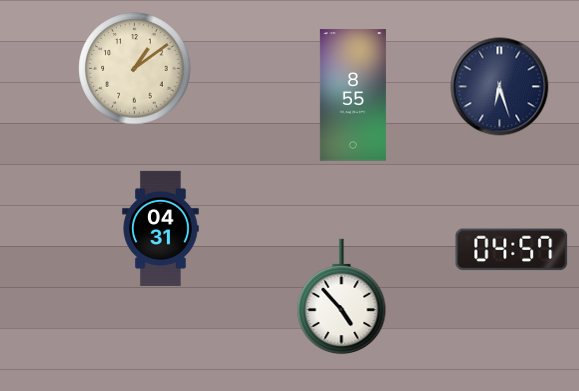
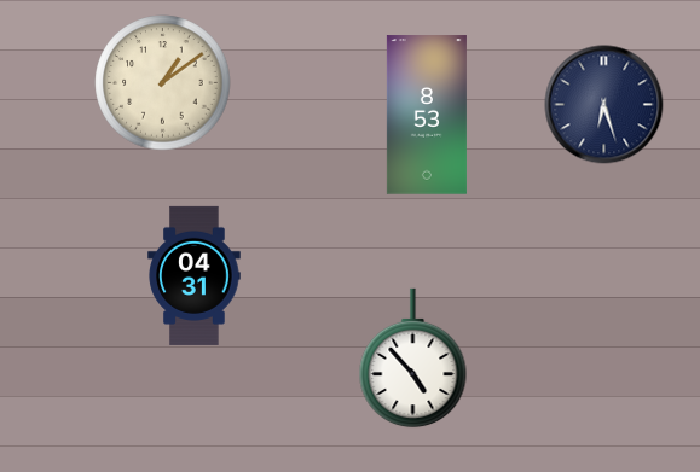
clock at (353, 95): 8:55 -> 8:53
clock at (512, 250): 04:57 -> none
